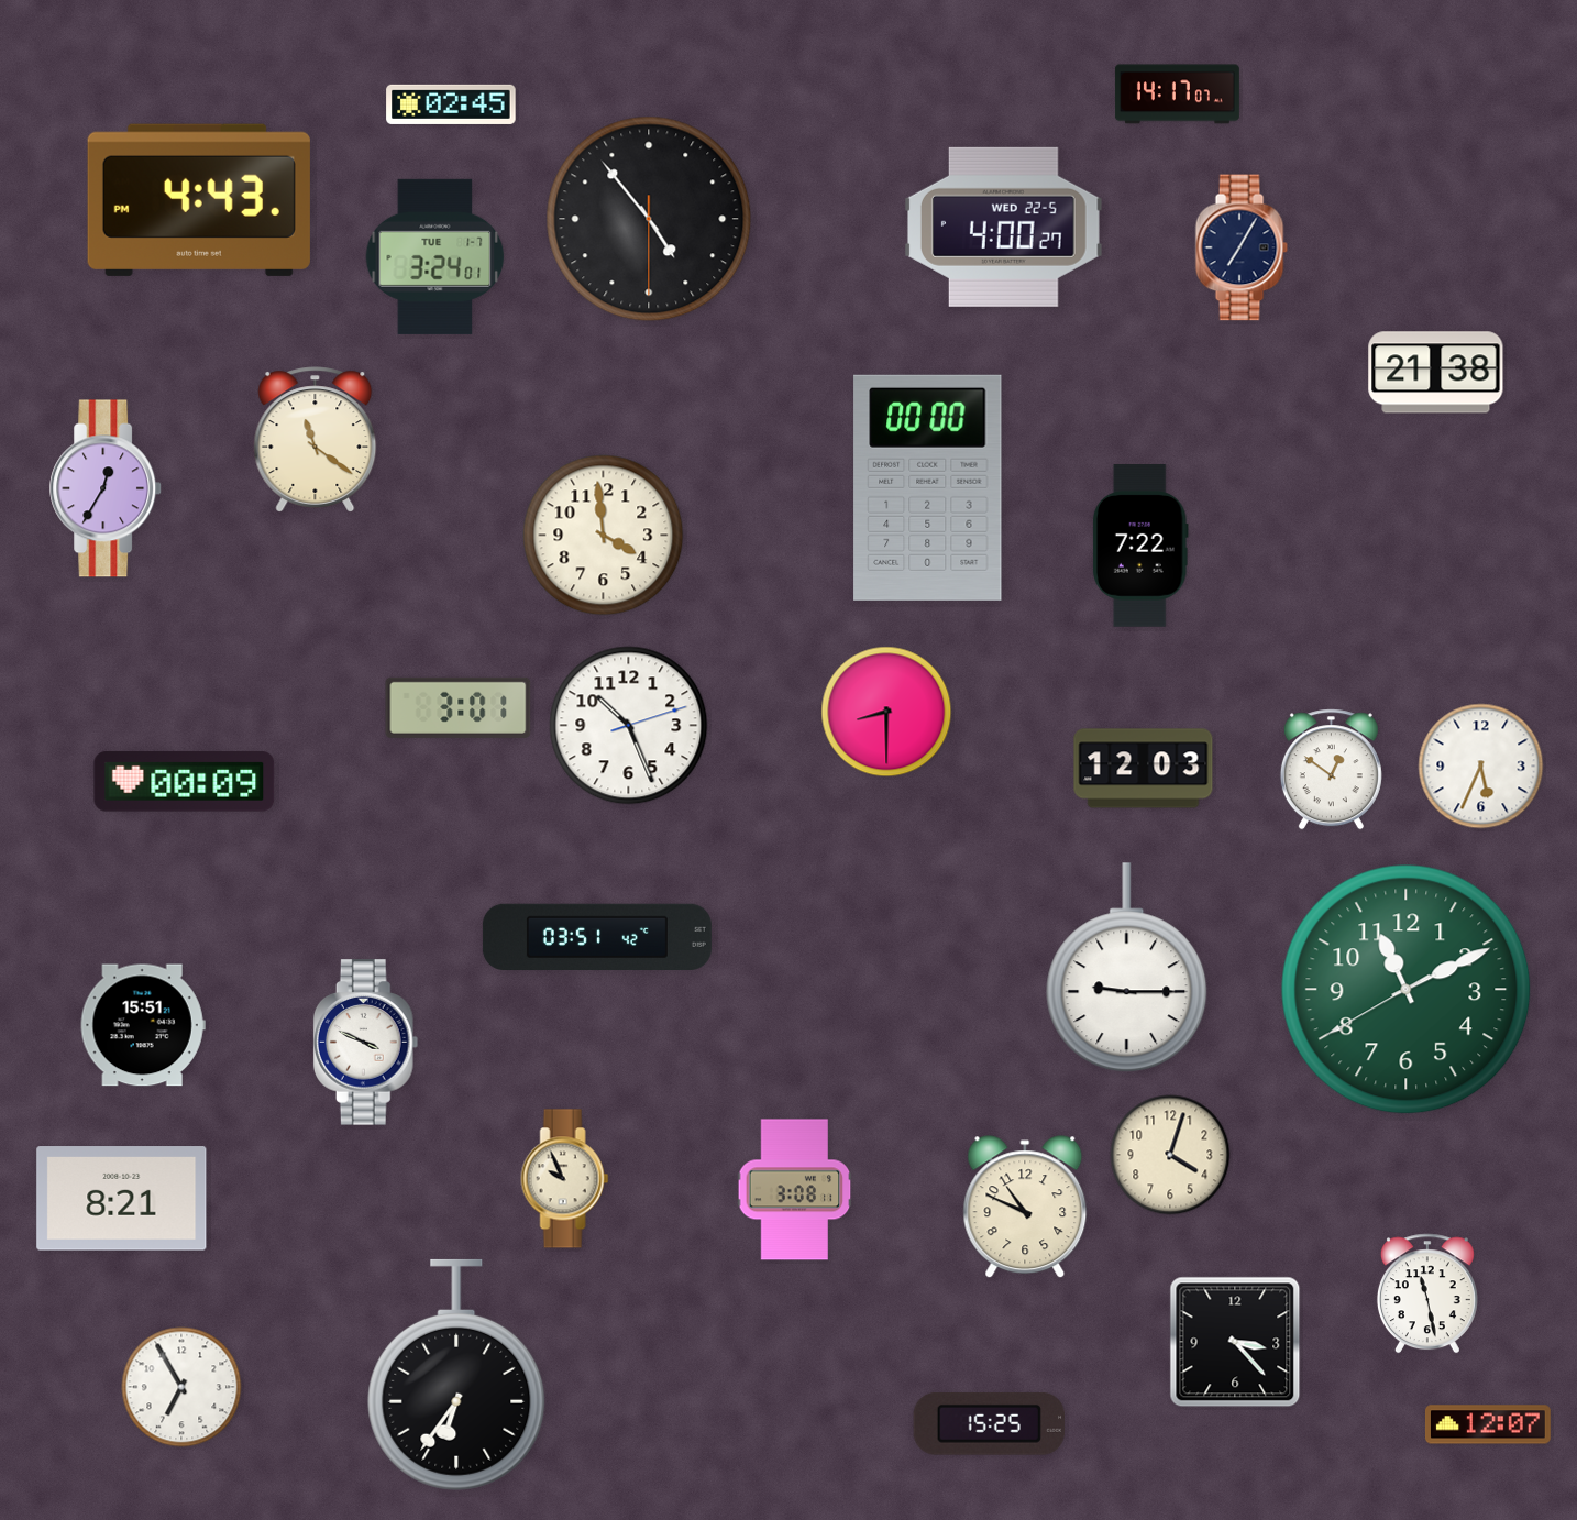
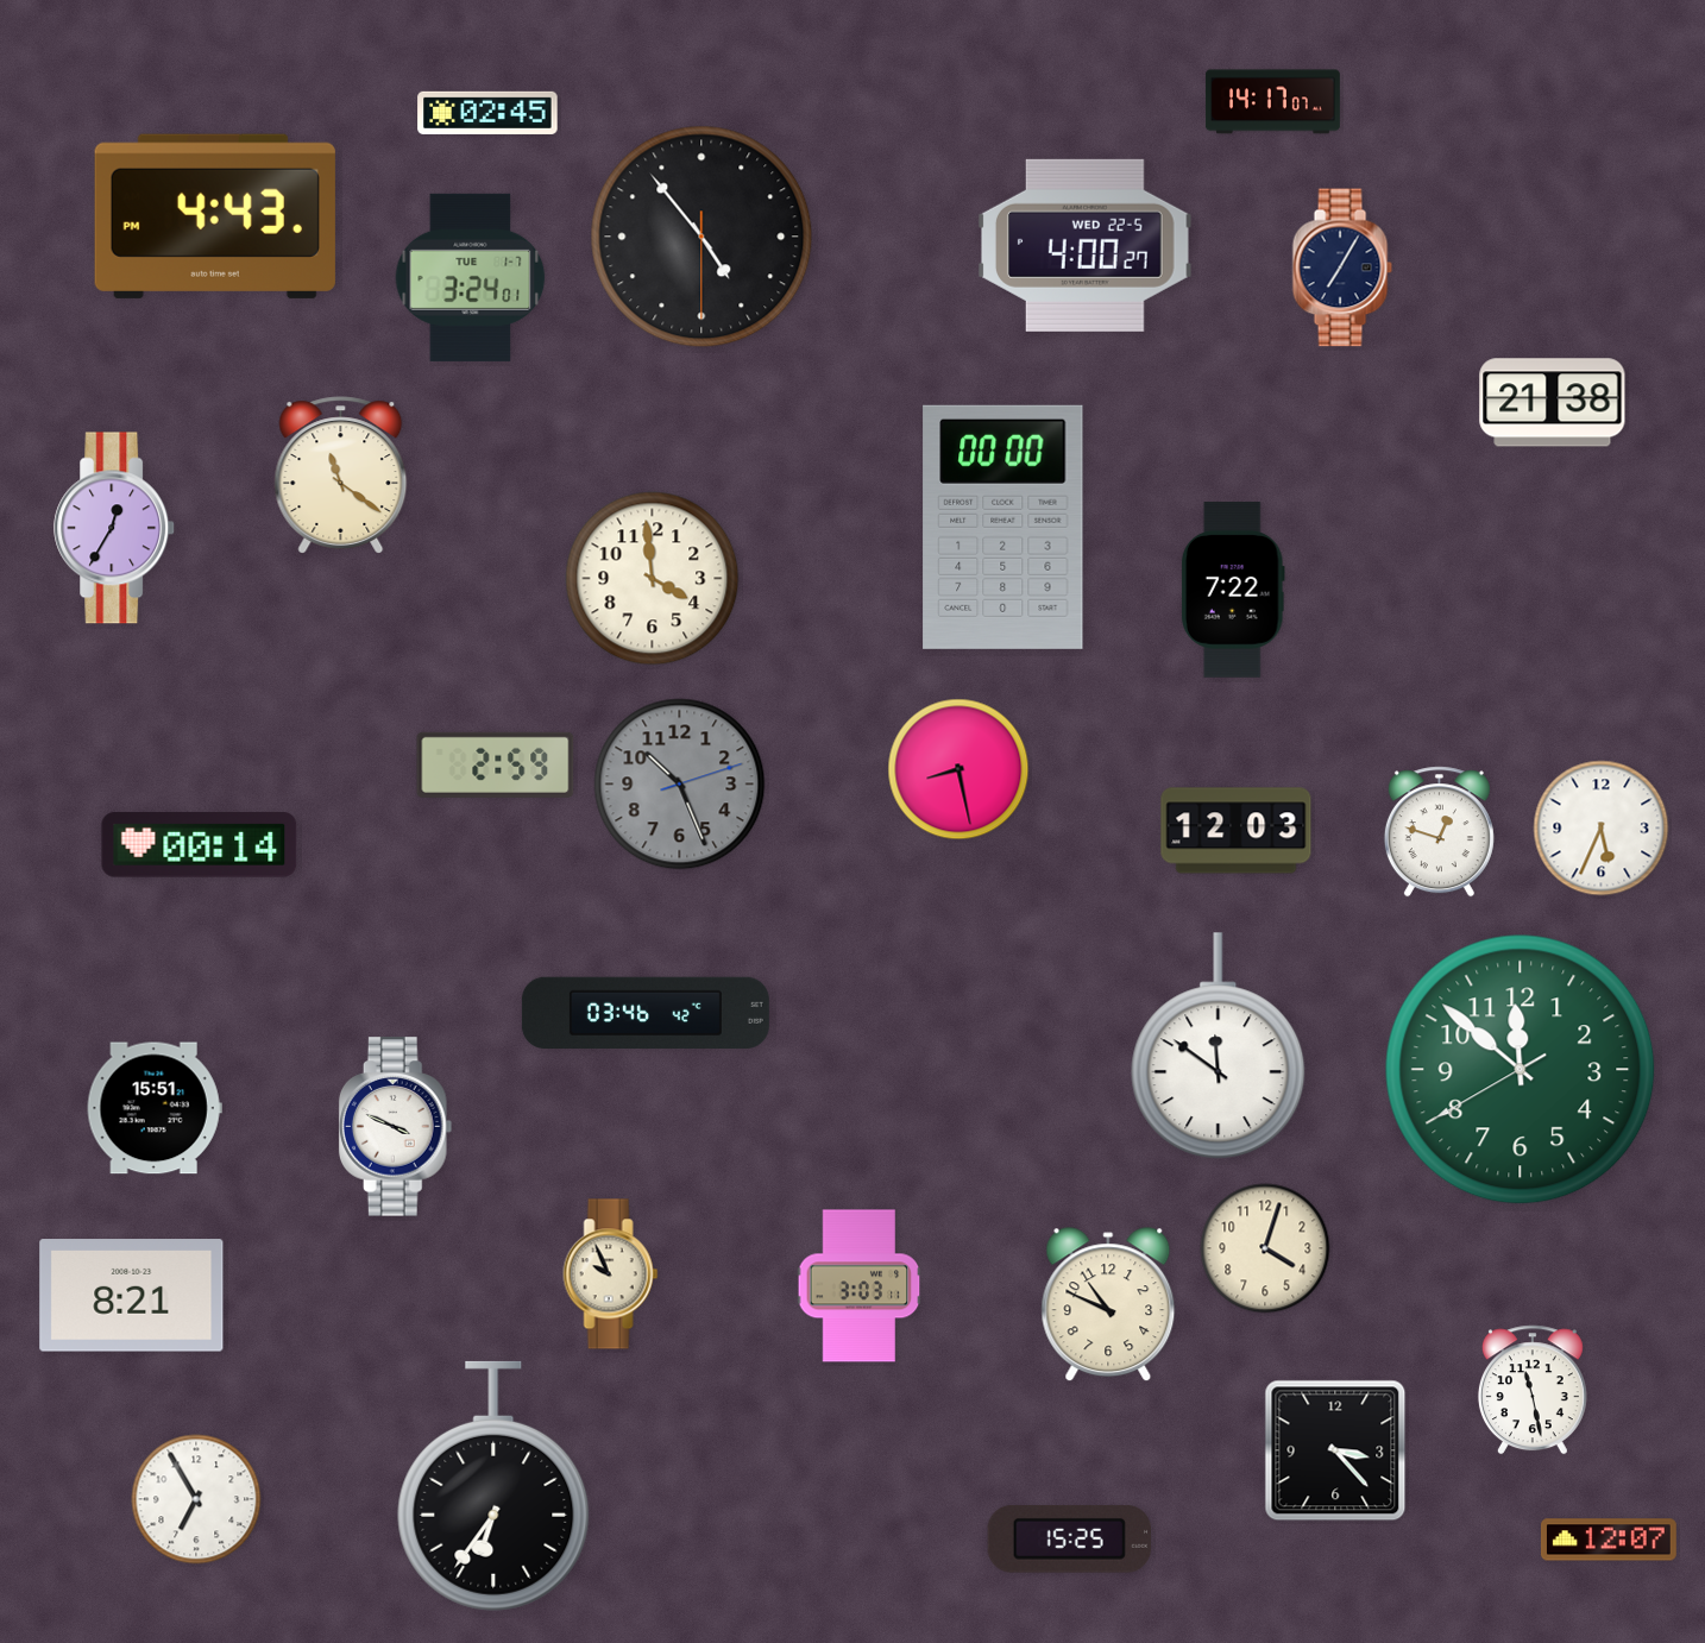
clock at (459, 707): 3:01 -> 2:59
clock at (886, 712): 8:30 -> 8:28
clock at (629, 726) dial: white -> grey
clock at (1331, 770): 12:51 -> 12:48
clock at (185, 782): 00:09 -> 00:14
clock at (597, 937): 03:51 -> 03:46
clock at (1127, 968): 9:15 -> 11:51
clock at (1407, 990): 11:10 -> 11:51
clock at (795, 1190): 3:08 -> 3:03
clock at (1427, 1293) position: (1427, 1293) -> (1533, 1390)
